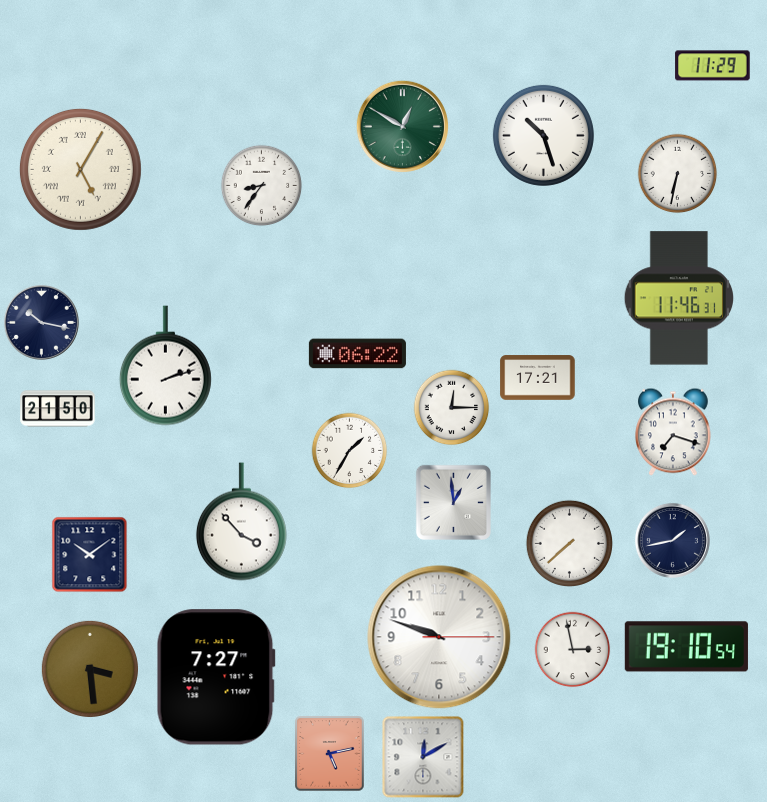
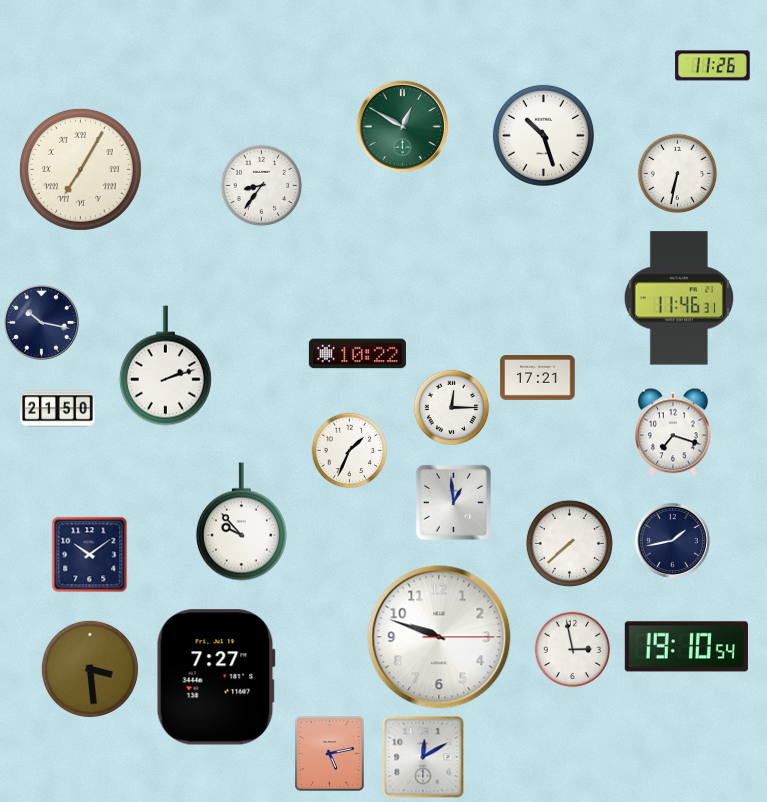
clock at (713, 66): 11:29 -> 11:26
clock at (80, 169): 5:05 -> 7:05
clock at (357, 354): 06:22 -> 10:22
clock at (350, 451): 1:35 -> 1:34
clock at (241, 522): 3:53 -> 9:53
